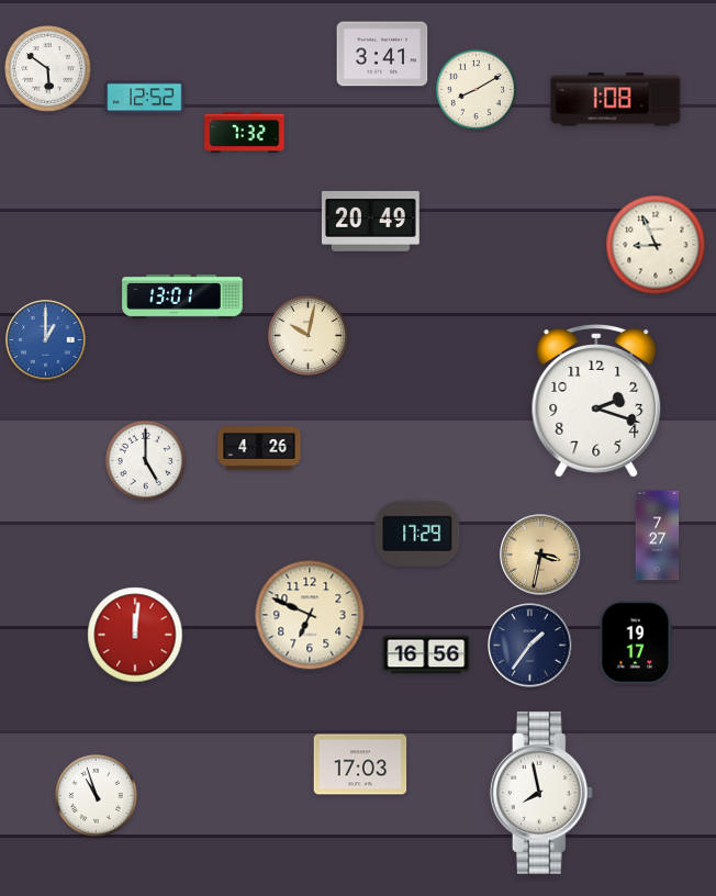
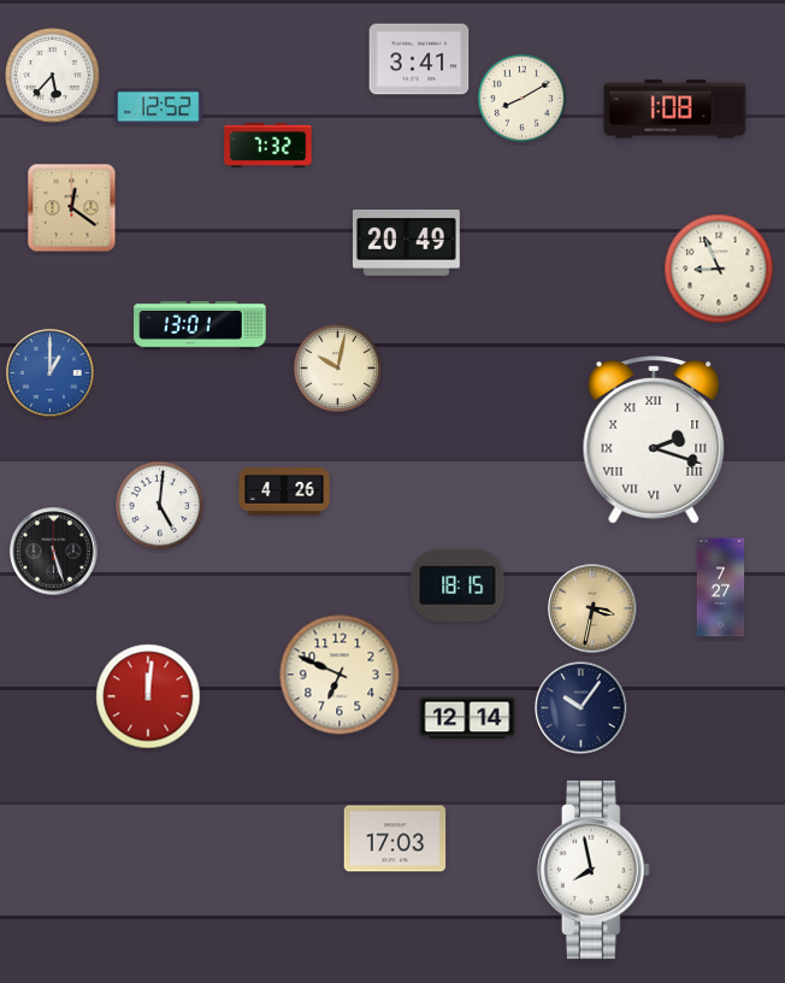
clock at (48, 69): 5:51 -> 5:37
clock at (72, 208): none -> 12:21
clock at (596, 401) numerals: Arabic -> Roman
clock at (145, 460): 5:00 -> 5:01
clock at (54, 552): none -> 5:27
clock at (417, 534): 17:29 -> 18:15
clock at (635, 642): 19:17 -> none
clock at (530, 646): 1:36 -> 10:06
clock at (426, 654): 16:56 -> 12:14
clock at (96, 795): 10:57 -> none
